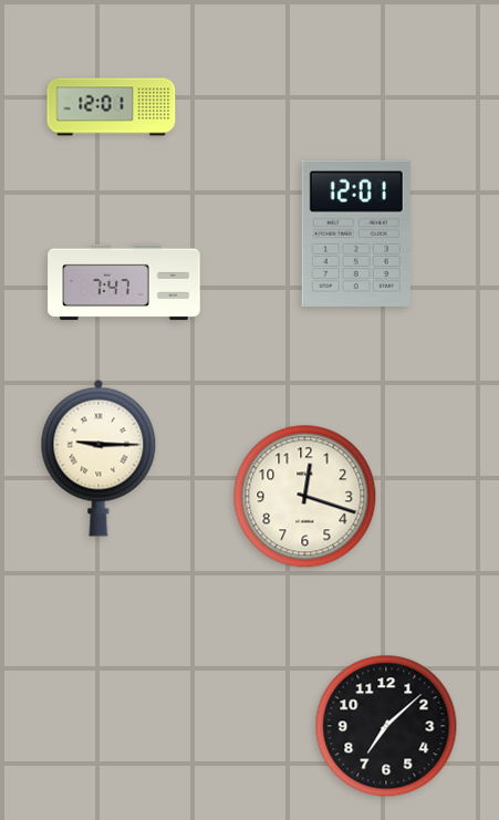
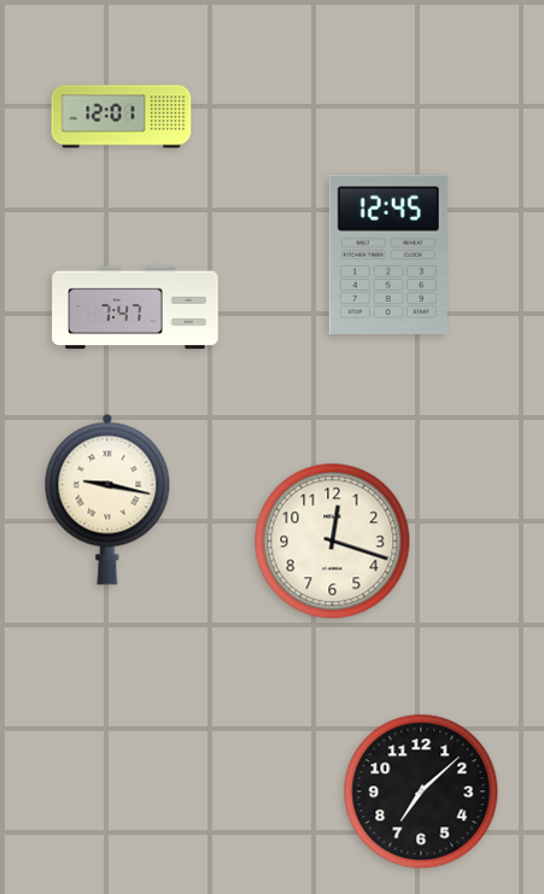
clock at (356, 232): 12:01 -> 12:45
clock at (98, 458): 9:15 -> 9:17
